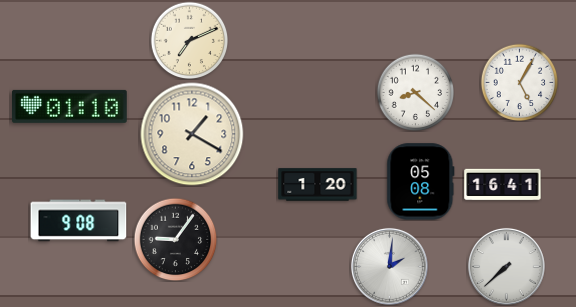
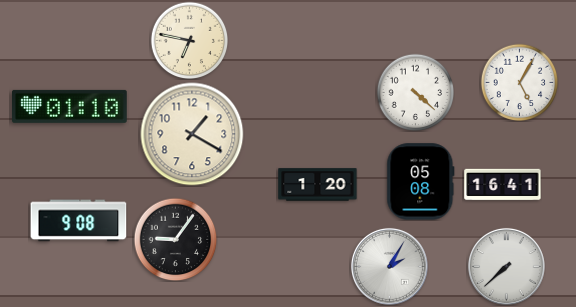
clock at (189, 40): 7:11 -> 6:47
clock at (415, 92): 8:22 -> 4:22
clock at (389, 266): 2:01 -> 2:05
